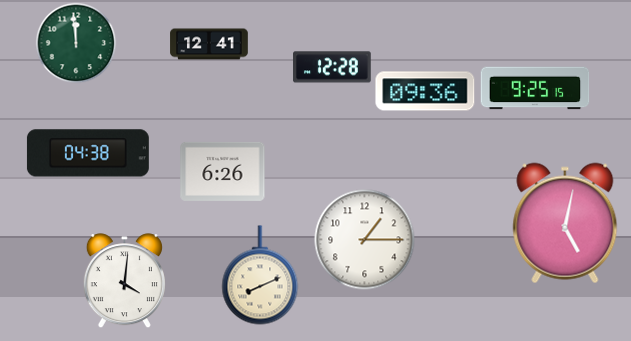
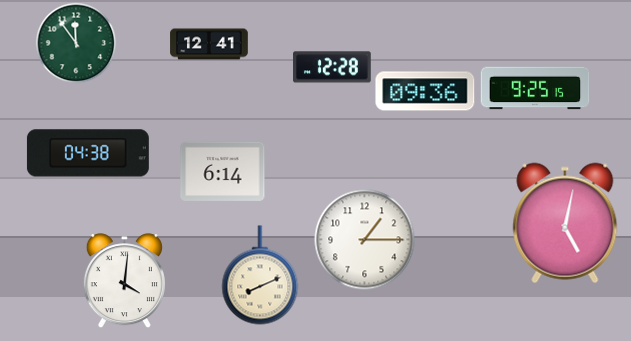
clock at (76, 43): 11:59 -> 11:54
clock at (223, 171): 6:26 -> 6:14
